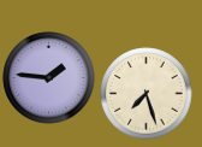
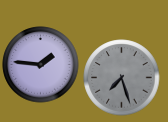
clock at (147, 94) dial: cream -> grey
